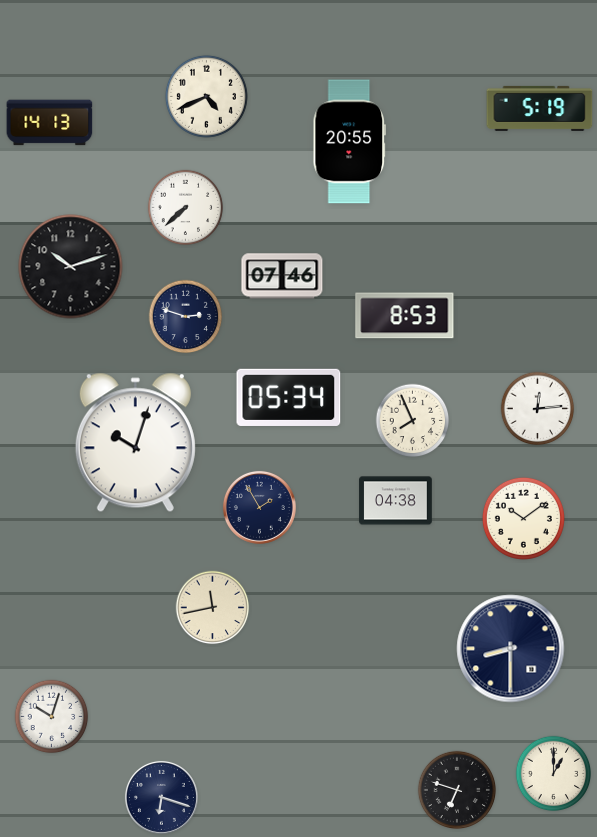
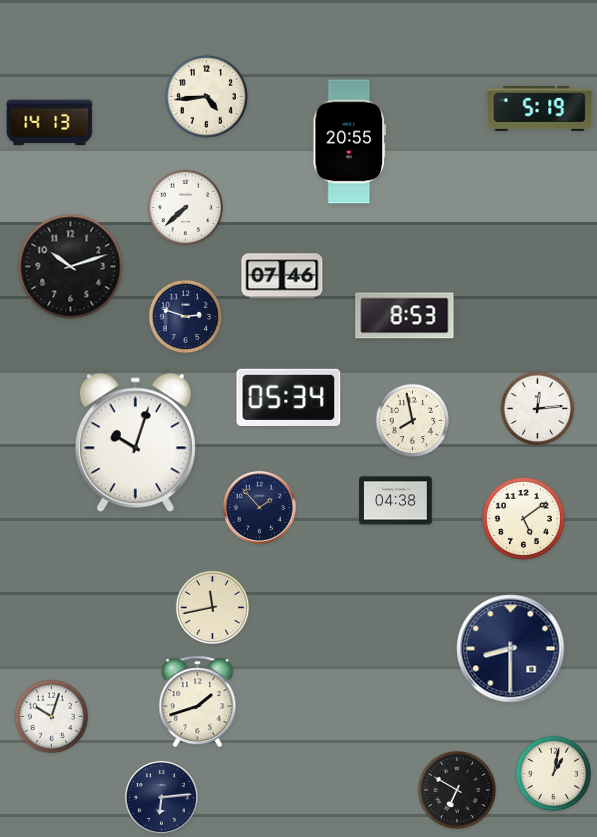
clock at (206, 96): 4:41 -> 4:44
clock at (413, 421): 7:56 -> 7:58
clock at (259, 507): 1:55 -> 1:53
clock at (523, 518): 10:09 -> 5:09
clock at (198, 702): none -> 1:42
clock at (554, 774): 1:00 -> 1:02
clock at (456, 789): 6:48 -> 6:50
clock at (161, 797): 6:18 -> 6:14
